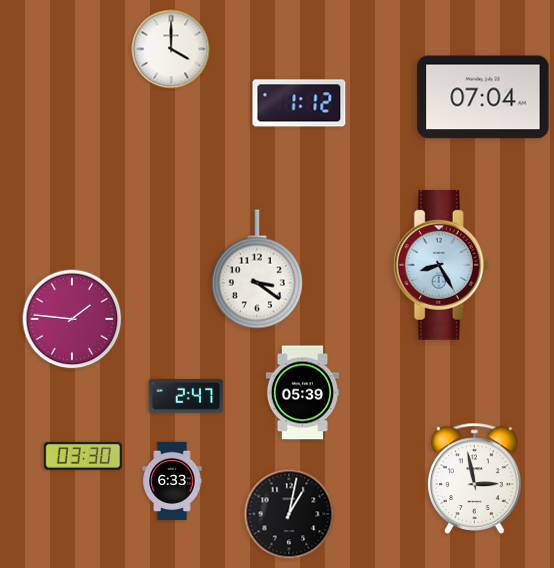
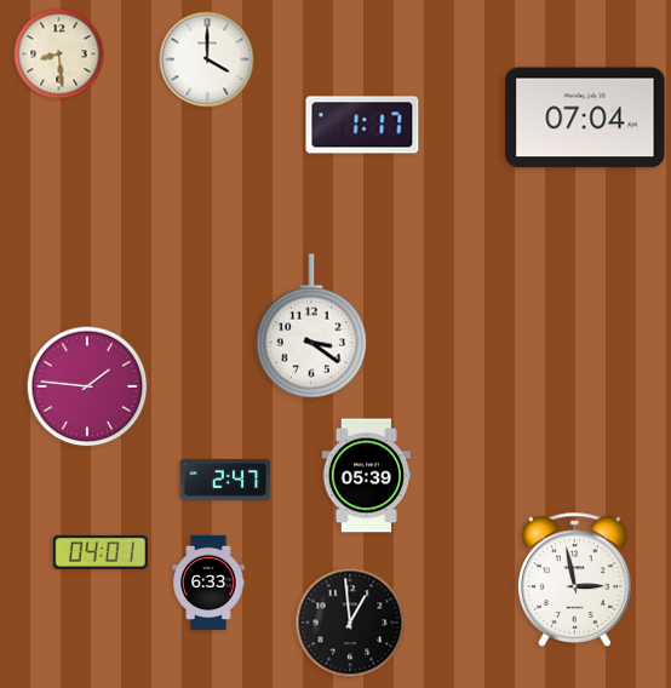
clock at (59, 55): none -> 8:29
clock at (299, 103): 1:12 -> 1:17
clock at (441, 265): 8:25 -> none
clock at (83, 456): 03:30 -> 04:01
clock at (289, 514): 1:02 -> 12:59
